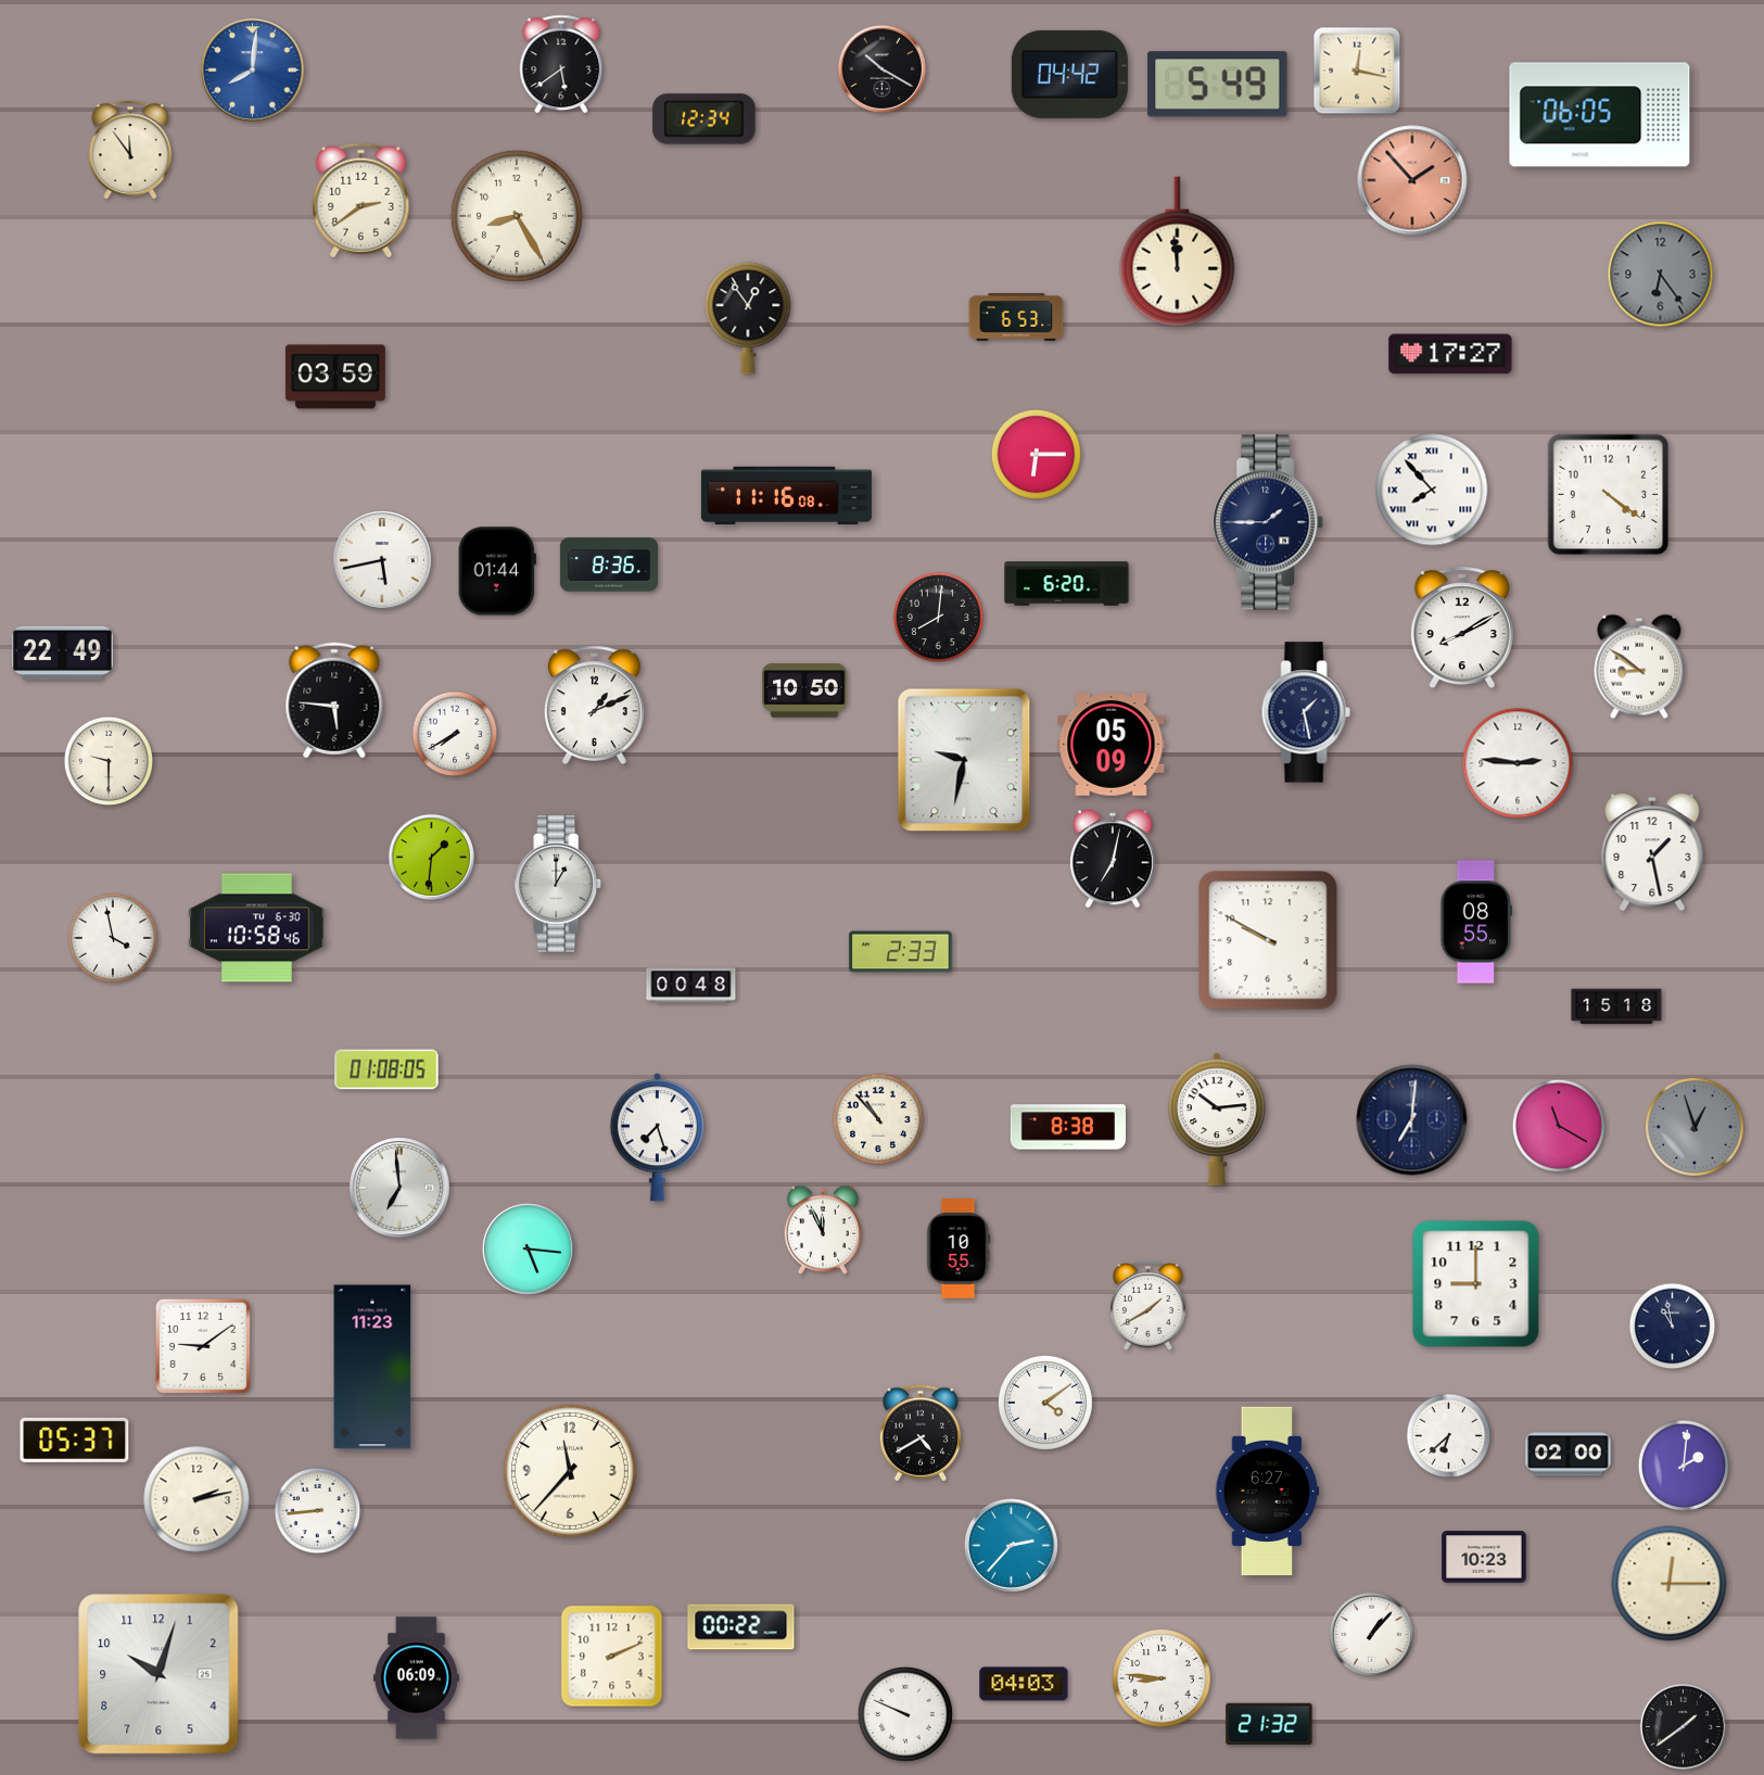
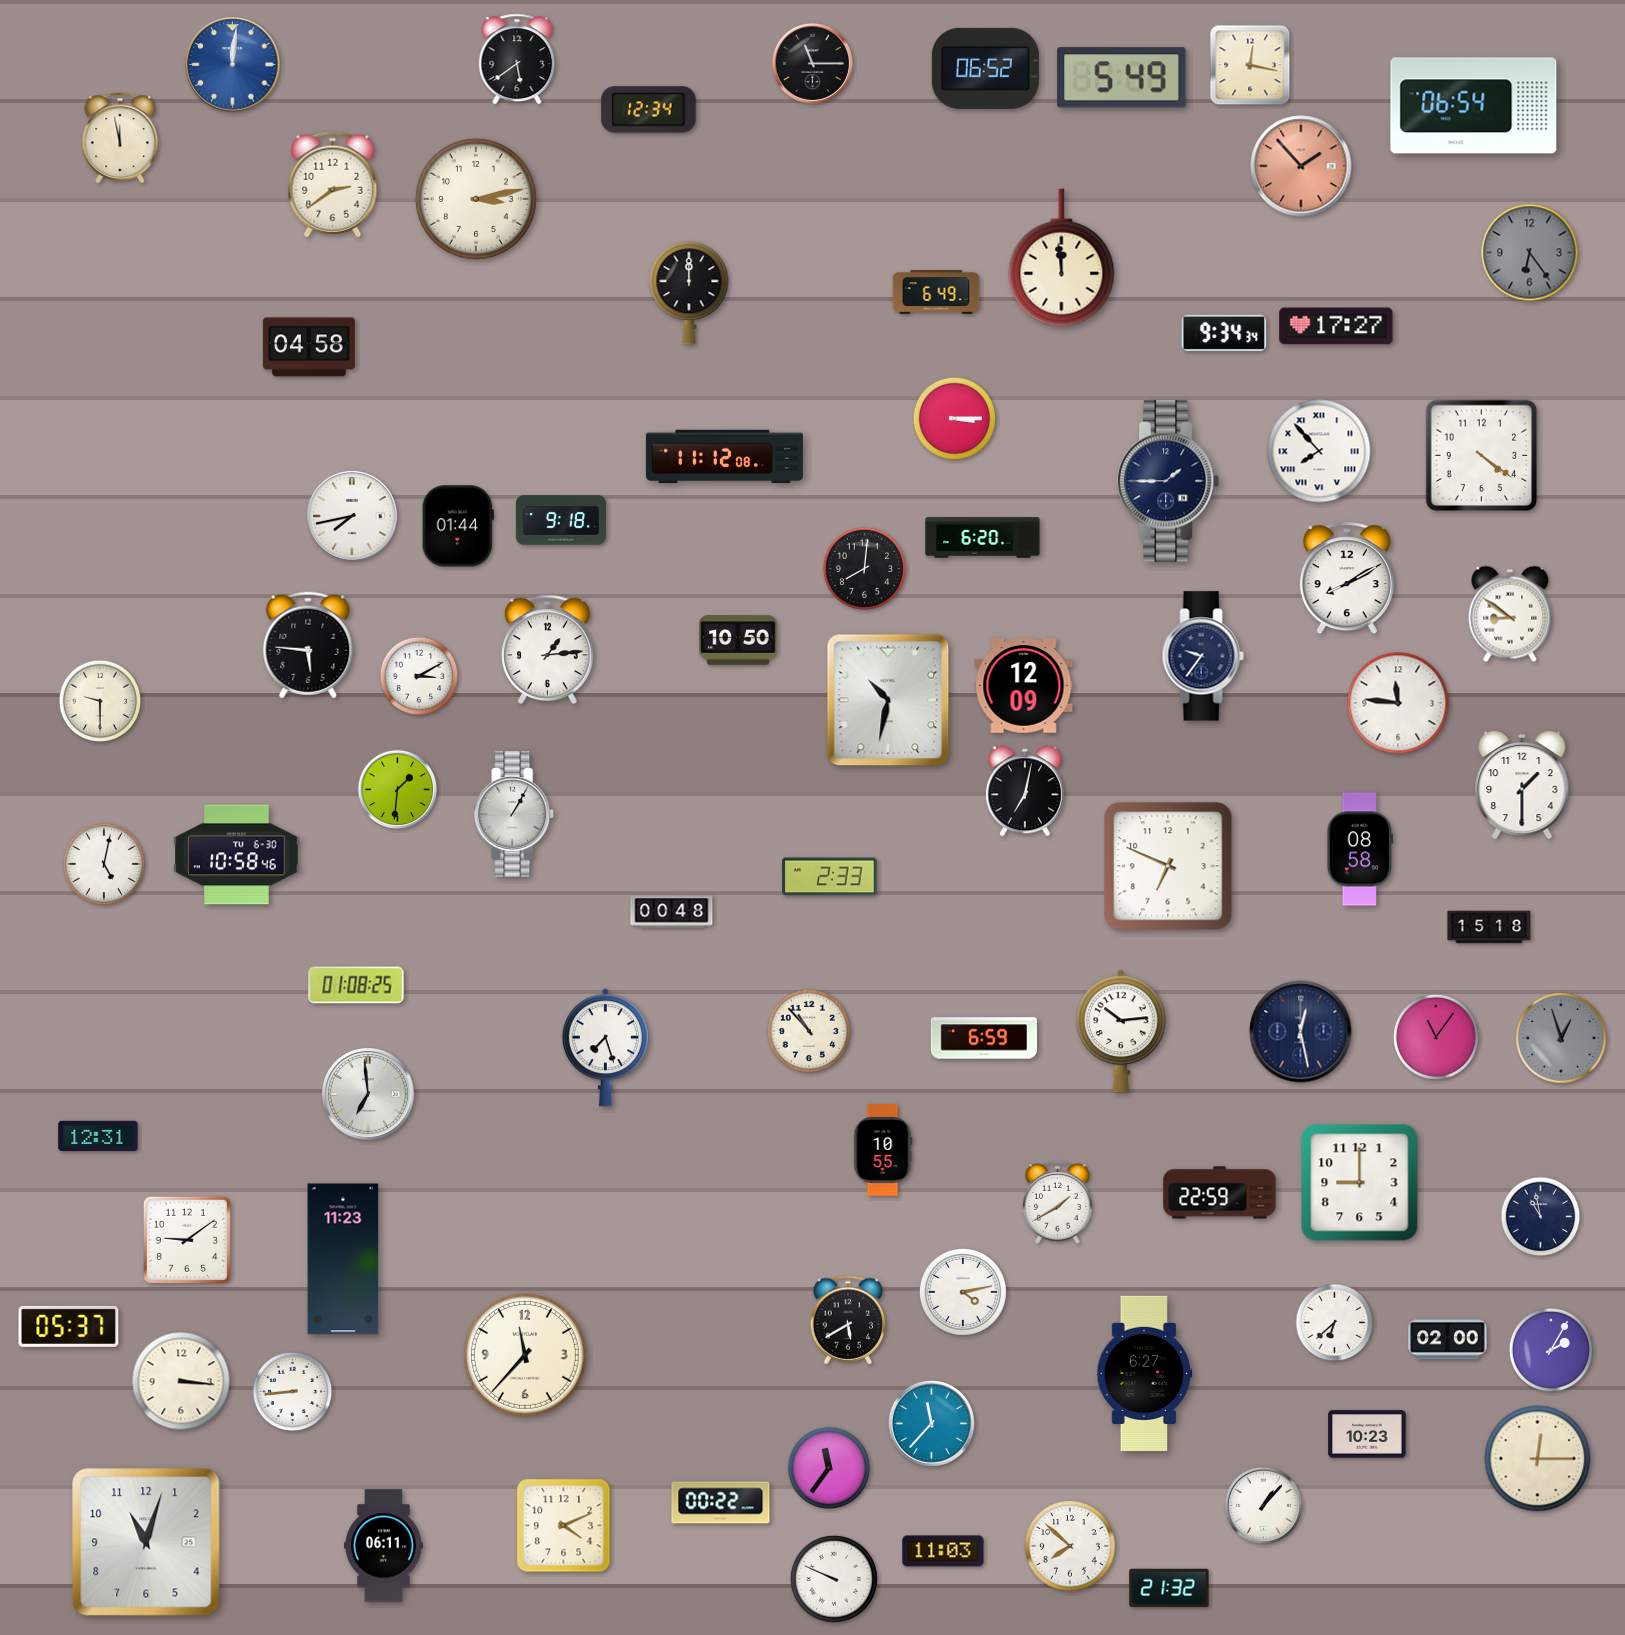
clock at (881, 68): 10:20 -> 11:15
clock at (253, 71): 8:01 -> 12:01
clock at (1069, 74): 04:42 -> 06:52
clock at (1600, 115): 06:05 -> 06:54
clock at (130, 150): 11:54 -> 11:58
clock at (517, 216): 8:25 -> 3:13
clock at (1178, 252) position: (1178, 252) -> (1062, 258)
clock at (1016, 317): 6:53 -> 6:49
clock at (748, 318): 12:54 -> 12:00
clock at (1224, 333): none -> 9:34
clock at (335, 377): 03:59 -> 04:58
clock at (1036, 454): 6:15 -> 3:15
clock at (786, 496): 11:16 -> 11:12
clock at (382, 560): 5:43 -> 7:43
clock at (609, 565): 8:36 -> 9:18
clock at (63, 654): 22:49 -> none
clock at (804, 690) position: (804, 690) -> (738, 640)
clock at (595, 705): 1:11 -> 1:14
clock at (1306, 712): 1:28 -> 9:36
clock at (455, 734): 7:40 -> 3:10
clock at (1112, 745): 05:09 -> 12:09
clock at (964, 760): 9:32 -> 10:32
clock at (1518, 763): 2:46 -> 11:46
clock at (1652, 852): 1:28 -> 1:30
clock at (559, 884): 1:00 -> 1:05
clock at (1476, 922): 08:55 -> 08:58
clock at (113, 938): 3:58 -> 5:02
clock at (1268, 940): 9:50 -> 6:49
clock at (691, 986) position: (691, 986) -> (672, 912)
clock at (386, 1069): 01:08:05 -> 01:08:25
clock at (1412, 1120): 7:01 -> 12:28
clock at (1559, 1126): 11:20 -> 11:06
clock at (1067, 1127): 8:38 -> 6:59
clock at (822, 1230): 11:56 -> none
clock at (98, 1136): none -> 12:31
clock at (528, 1248): 5:16 -> none
clock at (1220, 1193): none -> 22:59
clock at (1673, 1327) position: (1673, 1327) -> (1541, 1217)
clock at (1045, 1403): 4:09 -> 4:13
clock at (921, 1433): 4:40 -> 5:40
clock at (1569, 1455) position: (1569, 1455) -> (1448, 1340)
clock at (1684, 1466): 2:01 -> 2:05
clock at (1268, 1491) position: (1268, 1491) -> (1145, 1373)
clock at (196, 1499): 2:13 -> 3:16
clock at (1011, 1545): 2:37 -> 11:37
clock at (829, 1468): none -> 11:36
clock at (741, 1627) position: (741, 1627) -> (721, 1503)
clock at (612, 1657): 2:11 -> 4:11
clock at (158, 1674): 10:03 -> 11:03
clock at (416, 1678): 06:09 -> 06:11
clock at (1162, 1678): 8:46 -> 7:52
clock at (1024, 1684): 04:03 -> 11:03
clock at (1683, 1726): 1:39 -> none
